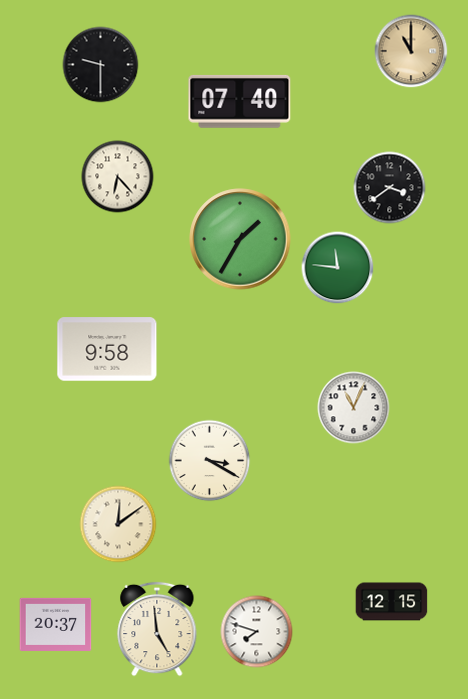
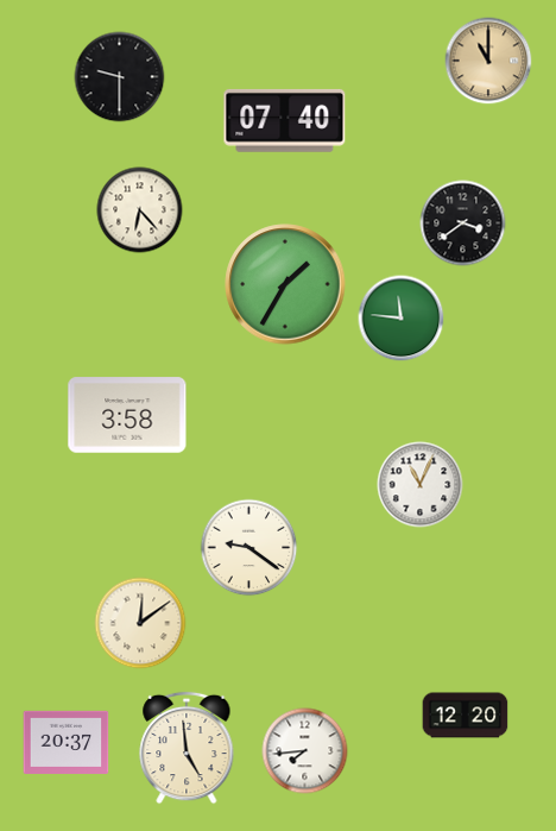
clock at (107, 349): 9:58 -> 3:58
clock at (210, 461): 3:20 -> 9:21
clock at (392, 602): 12:15 -> 12:20
clock at (257, 632): 7:48 -> 7:44
